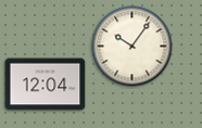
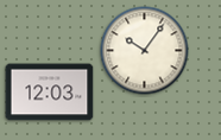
clock at (46, 85): 12:04 -> 12:03
